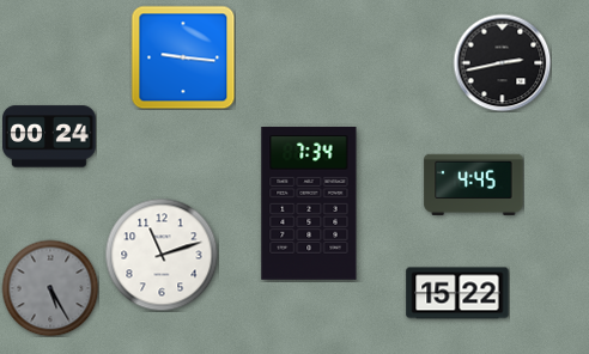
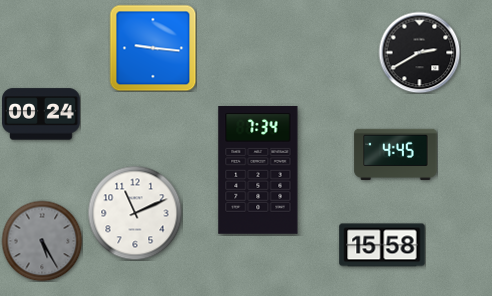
clock at (502, 62): 2:43 -> 2:40
clock at (162, 255): 11:12 -> 11:11
clock at (457, 293): 15:22 -> 15:58
